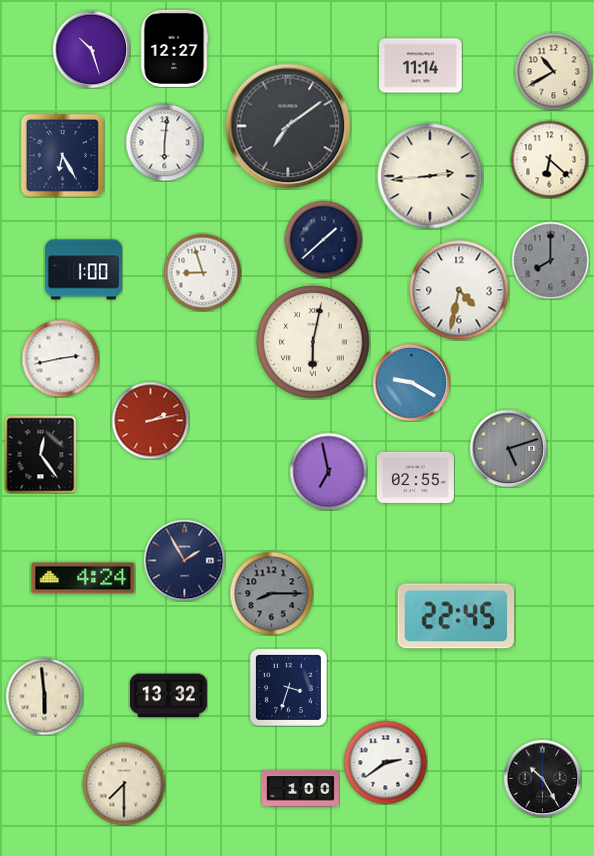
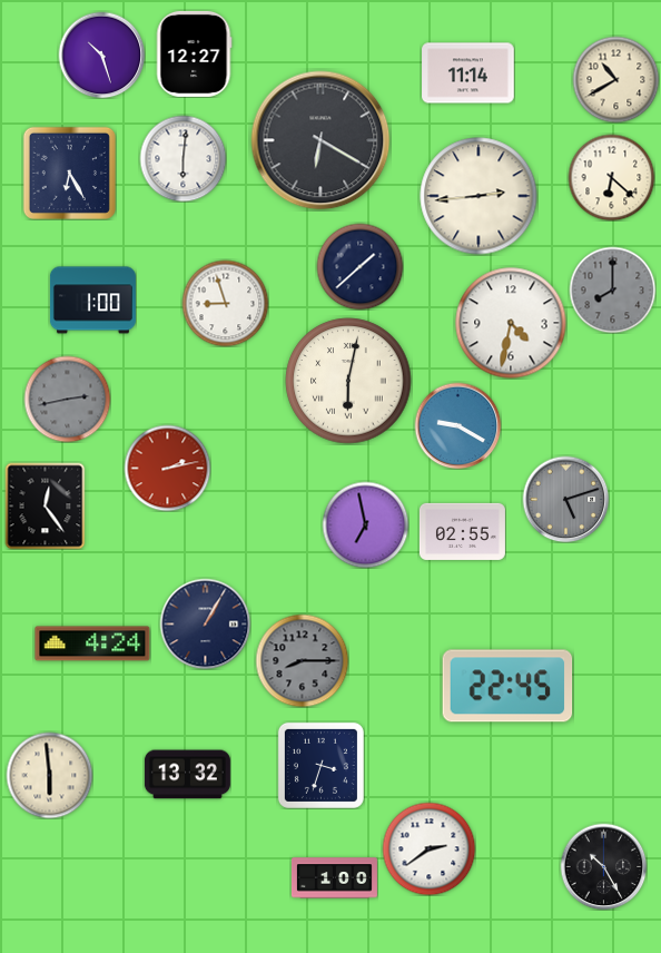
clock at (288, 126): 7:09 -> 6:20
clock at (60, 358) dial: white -> grey
clock at (184, 560): 1:55 -> 1:05
clock at (124, 784): 7:30 -> none
